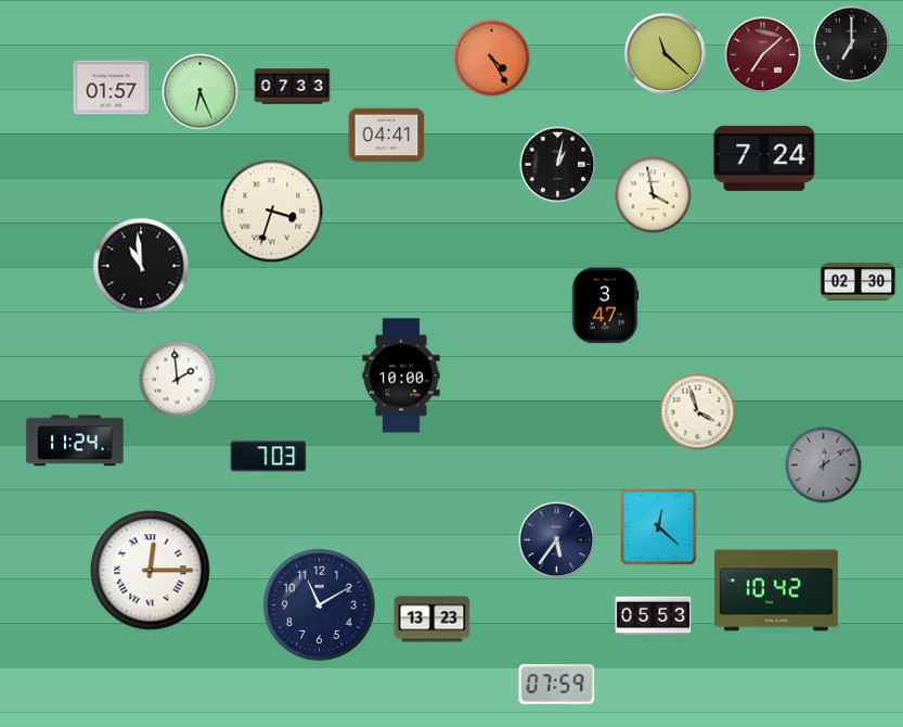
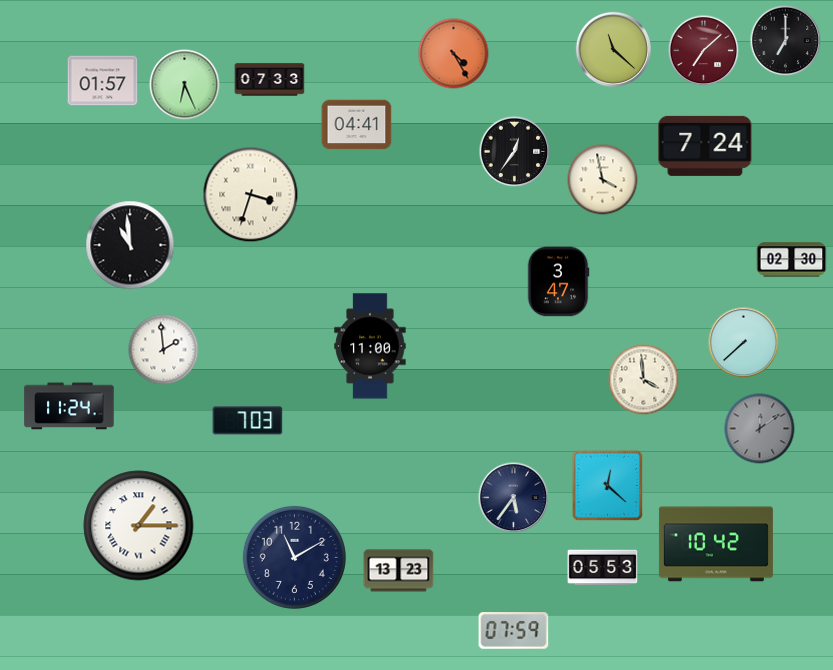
clock at (558, 165): 1:02 -> 12:36
clock at (744, 343): none -> 7:38
clock at (401, 375): 10:00 -> 11:00
clock at (698, 412): 3:57 -> 3:59
clock at (151, 571): 12:15 -> 1:15
